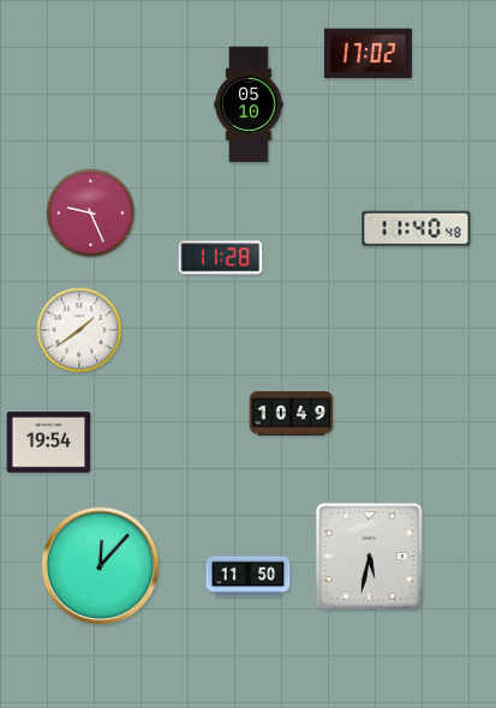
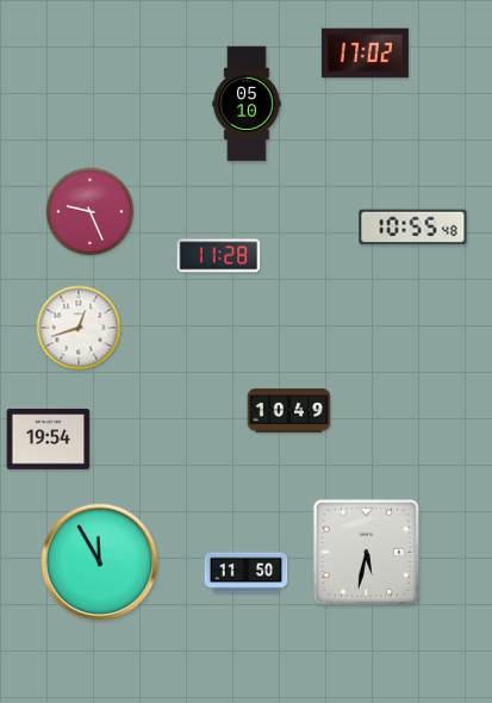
clock at (417, 229): 11:40 -> 10:55
clock at (79, 330): 1:39 -> 12:42
clock at (101, 566): 12:07 -> 11:55
